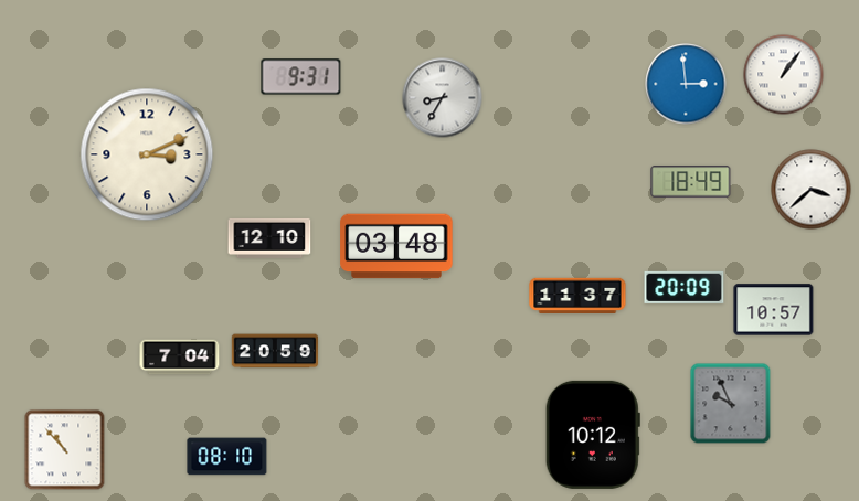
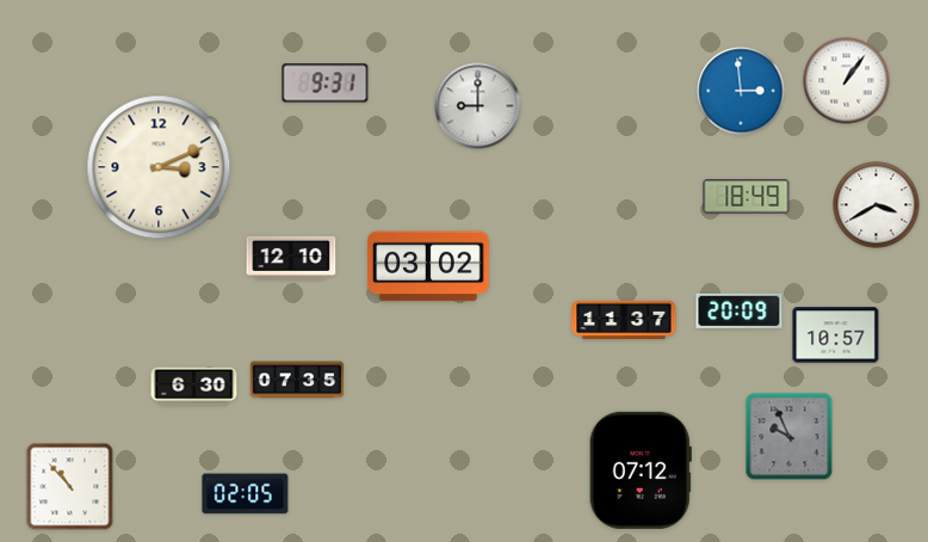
clock at (443, 98): 8:35 -> 9:00
clock at (812, 190): 3:38 -> 3:40
clock at (396, 246): 03:48 -> 03:02
clock at (275, 351): 20:59 -> 07:35
clock at (180, 358): 7:04 -> 6:30
clock at (593, 435): 10:12 -> 07:12
clock at (227, 457): 08:10 -> 02:05
